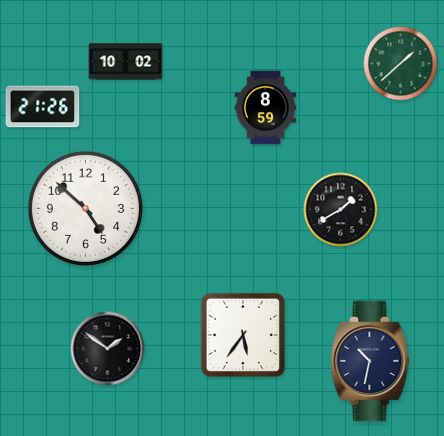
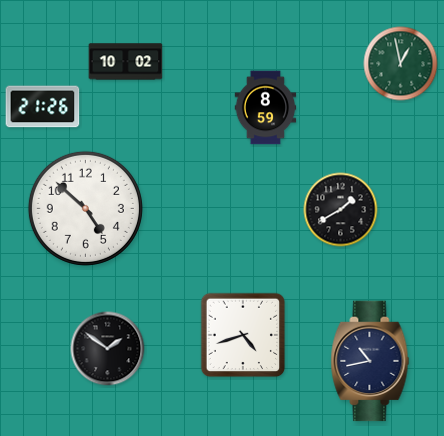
clock at (401, 64): 1:38 -> 12:58
clock at (243, 335): 5:36 -> 4:42
clock at (370, 361): 10:32 -> 10:43
